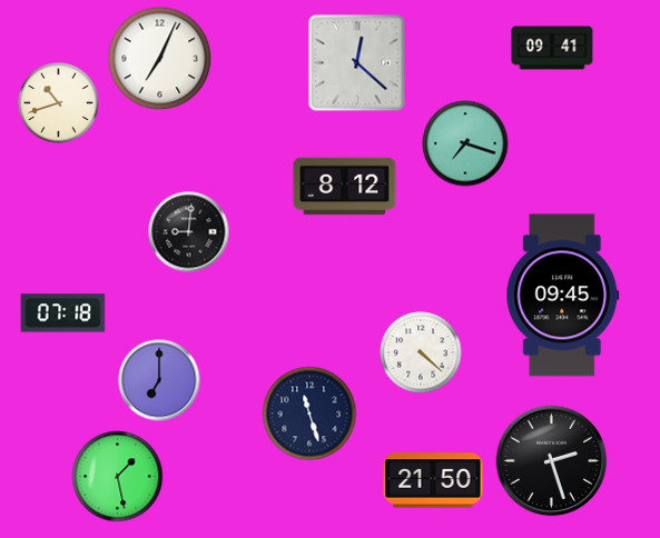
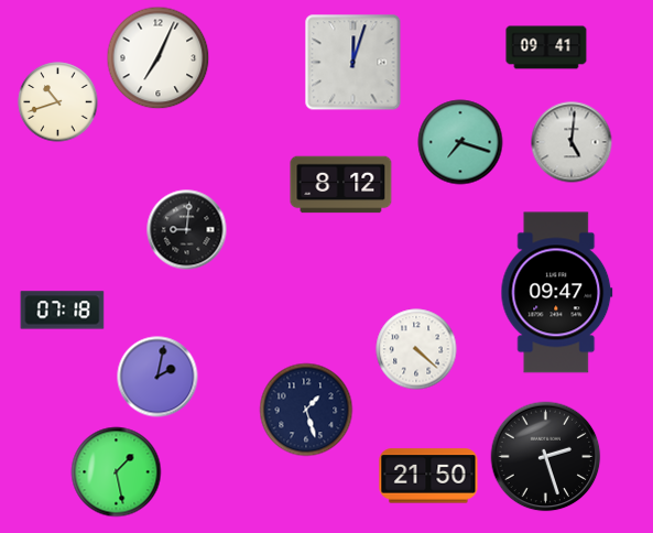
clock at (357, 63): 12:22 -> 12:03
clock at (572, 142): none -> 5:01
clock at (563, 296): 09:45 -> 09:47
clock at (159, 380): 7:00 -> 2:02
clock at (309, 414): 11:27 -> 1:27
